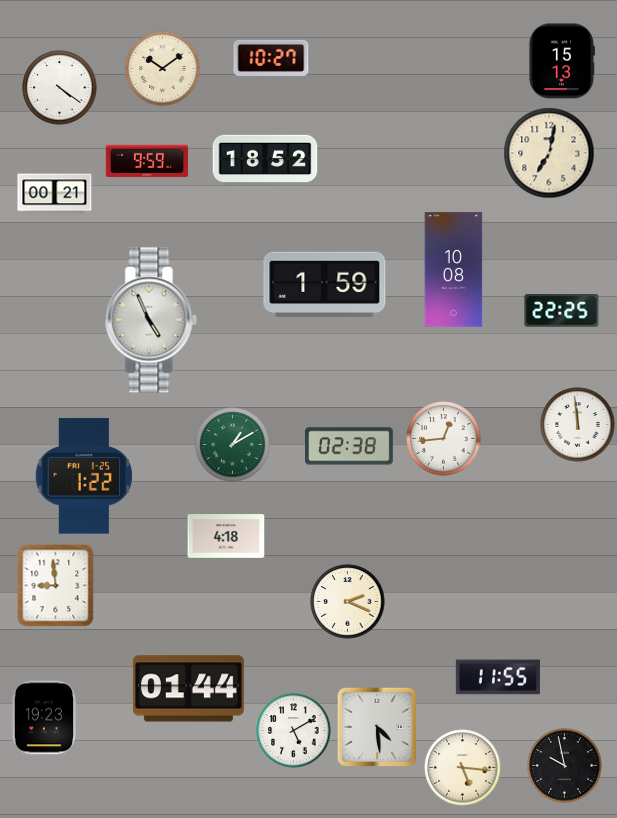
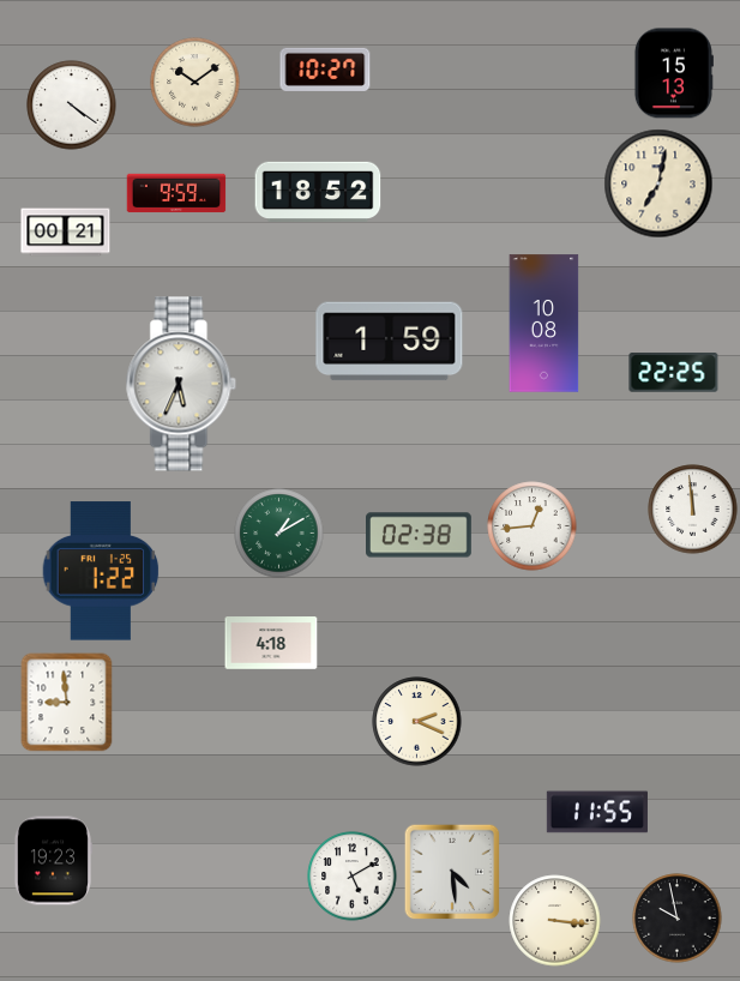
clock at (151, 320): 4:56 -> 5:34
clock at (188, 689): 01:44 -> none
clock at (463, 768): 5:16 -> 3:16
